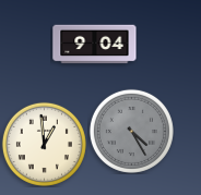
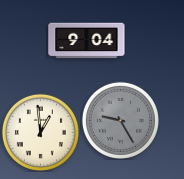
clock at (131, 131): 4:25 -> 9:25
